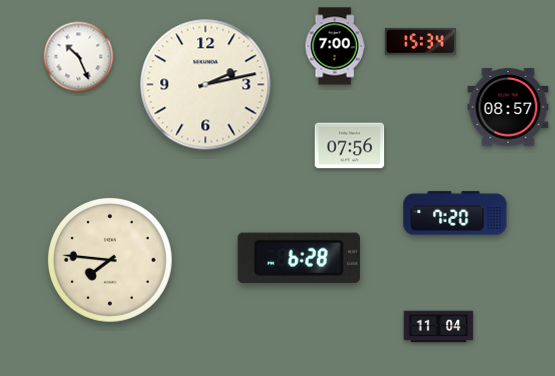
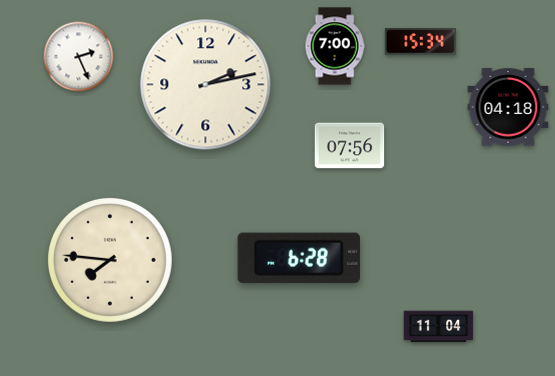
clock at (79, 57): 10:26 -> 2:26
clock at (508, 107): 08:57 -> 04:18
clock at (455, 213): 7:20 -> none
